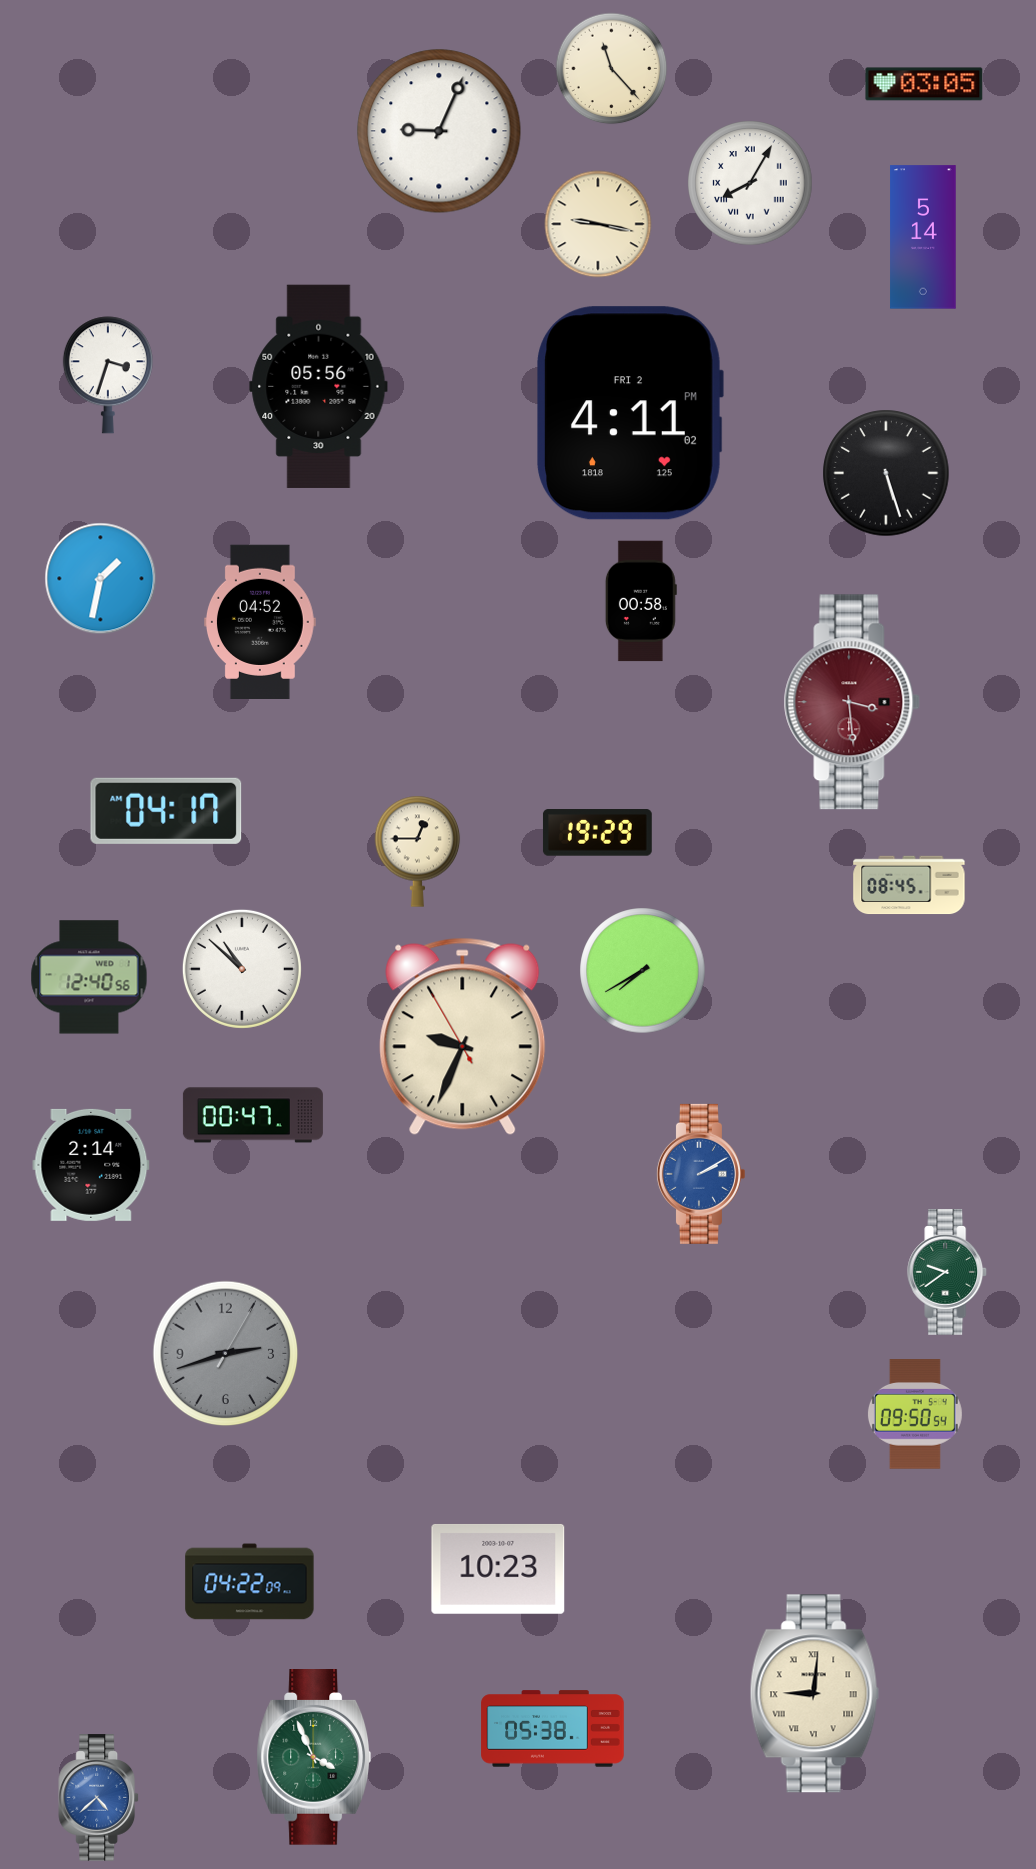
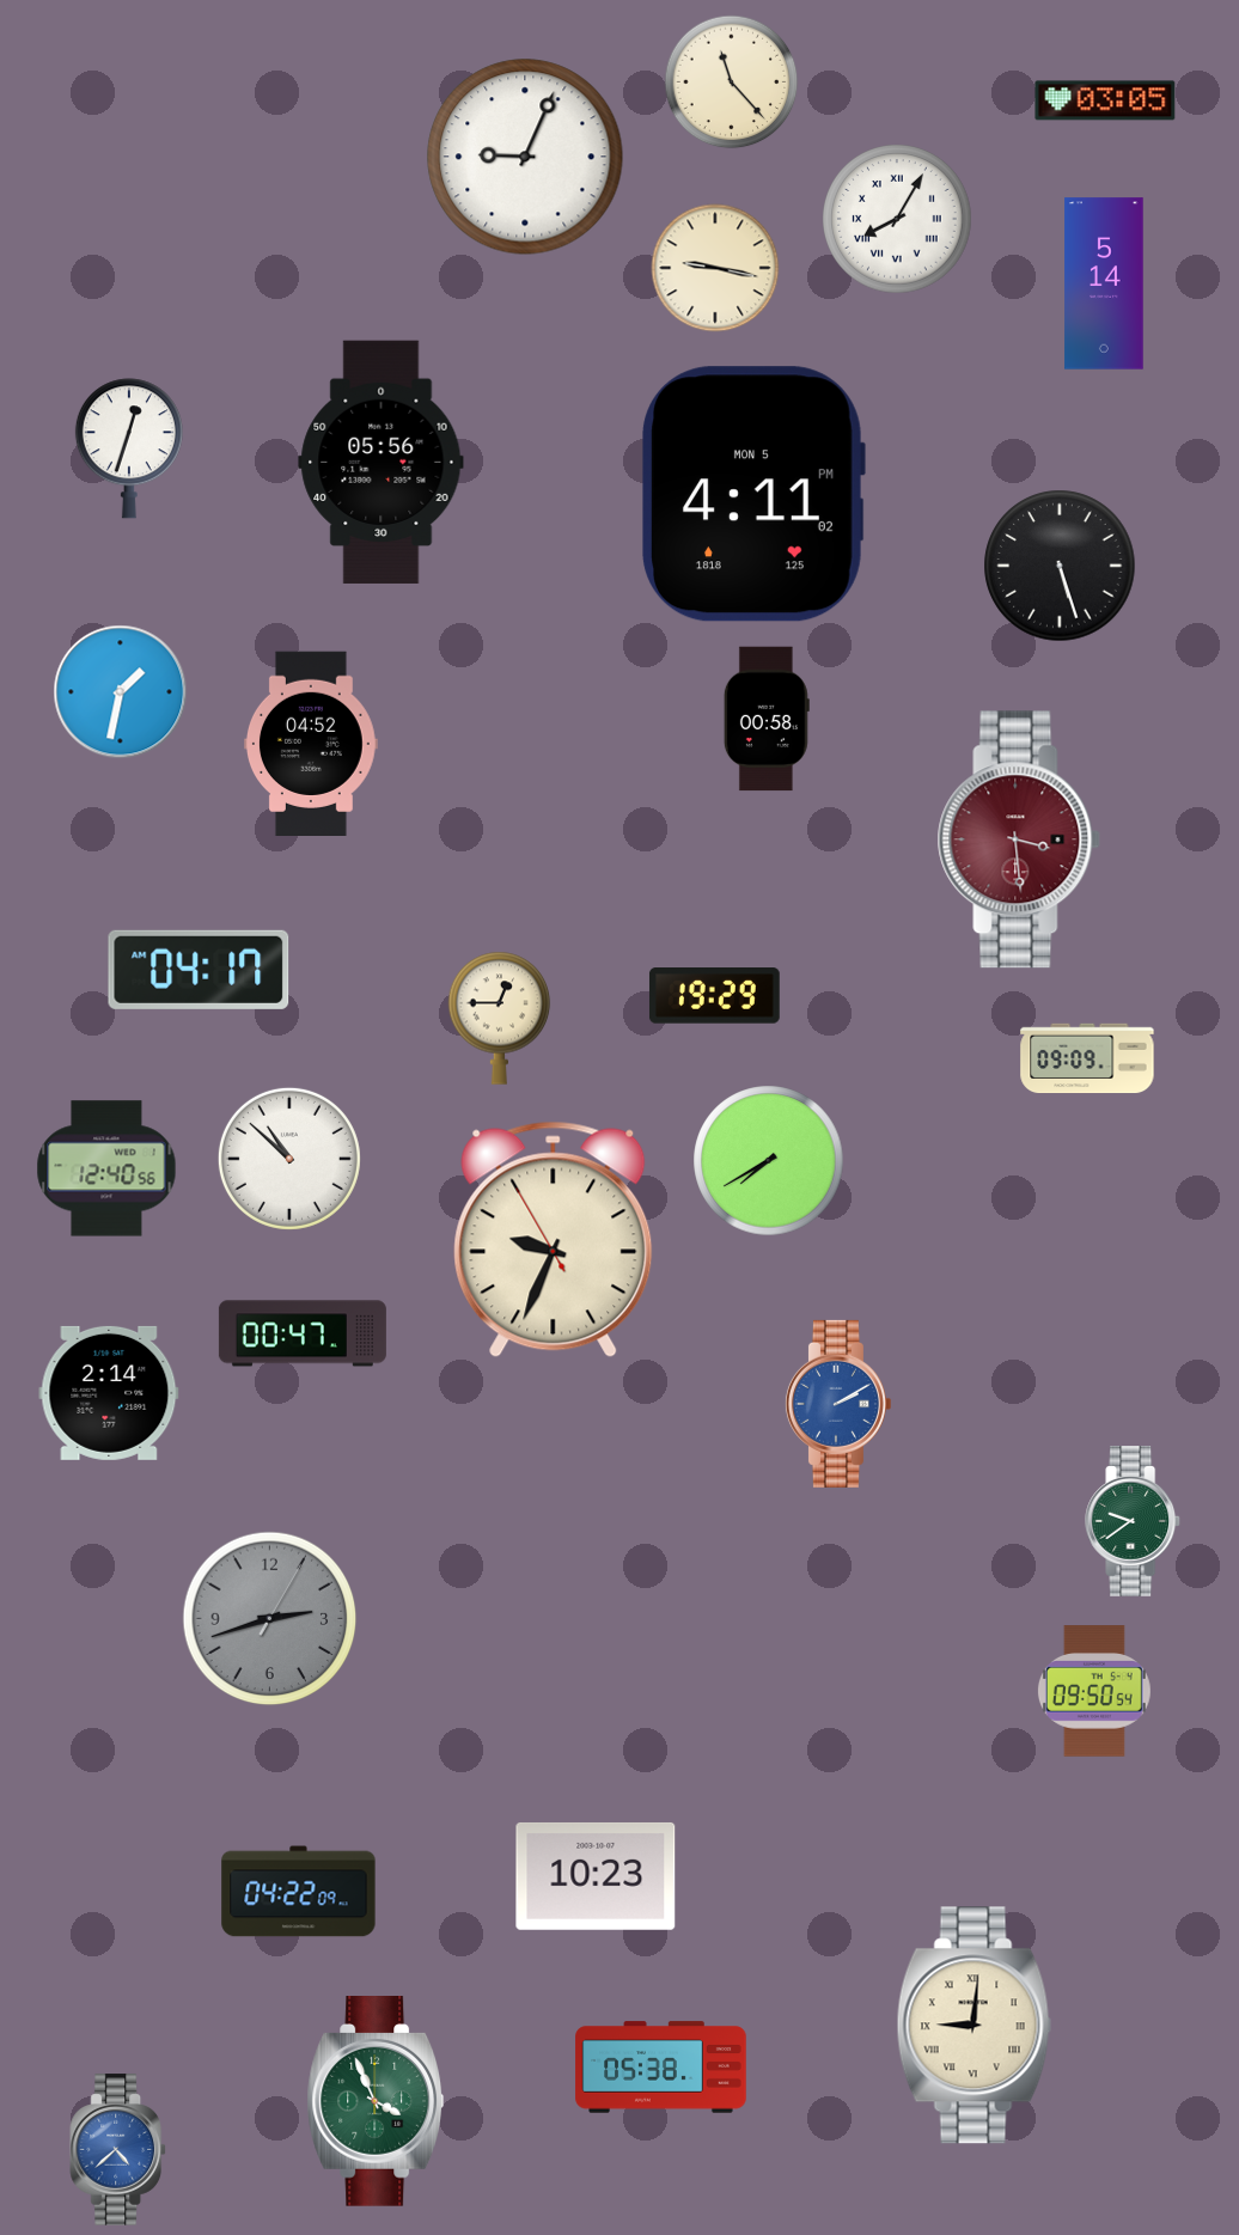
clock at (108, 375): 3:33 -> 12:33
clock at (630, 413) date: FRI 2 -> MON 5
clock at (909, 885): 08:45 -> 09:09
